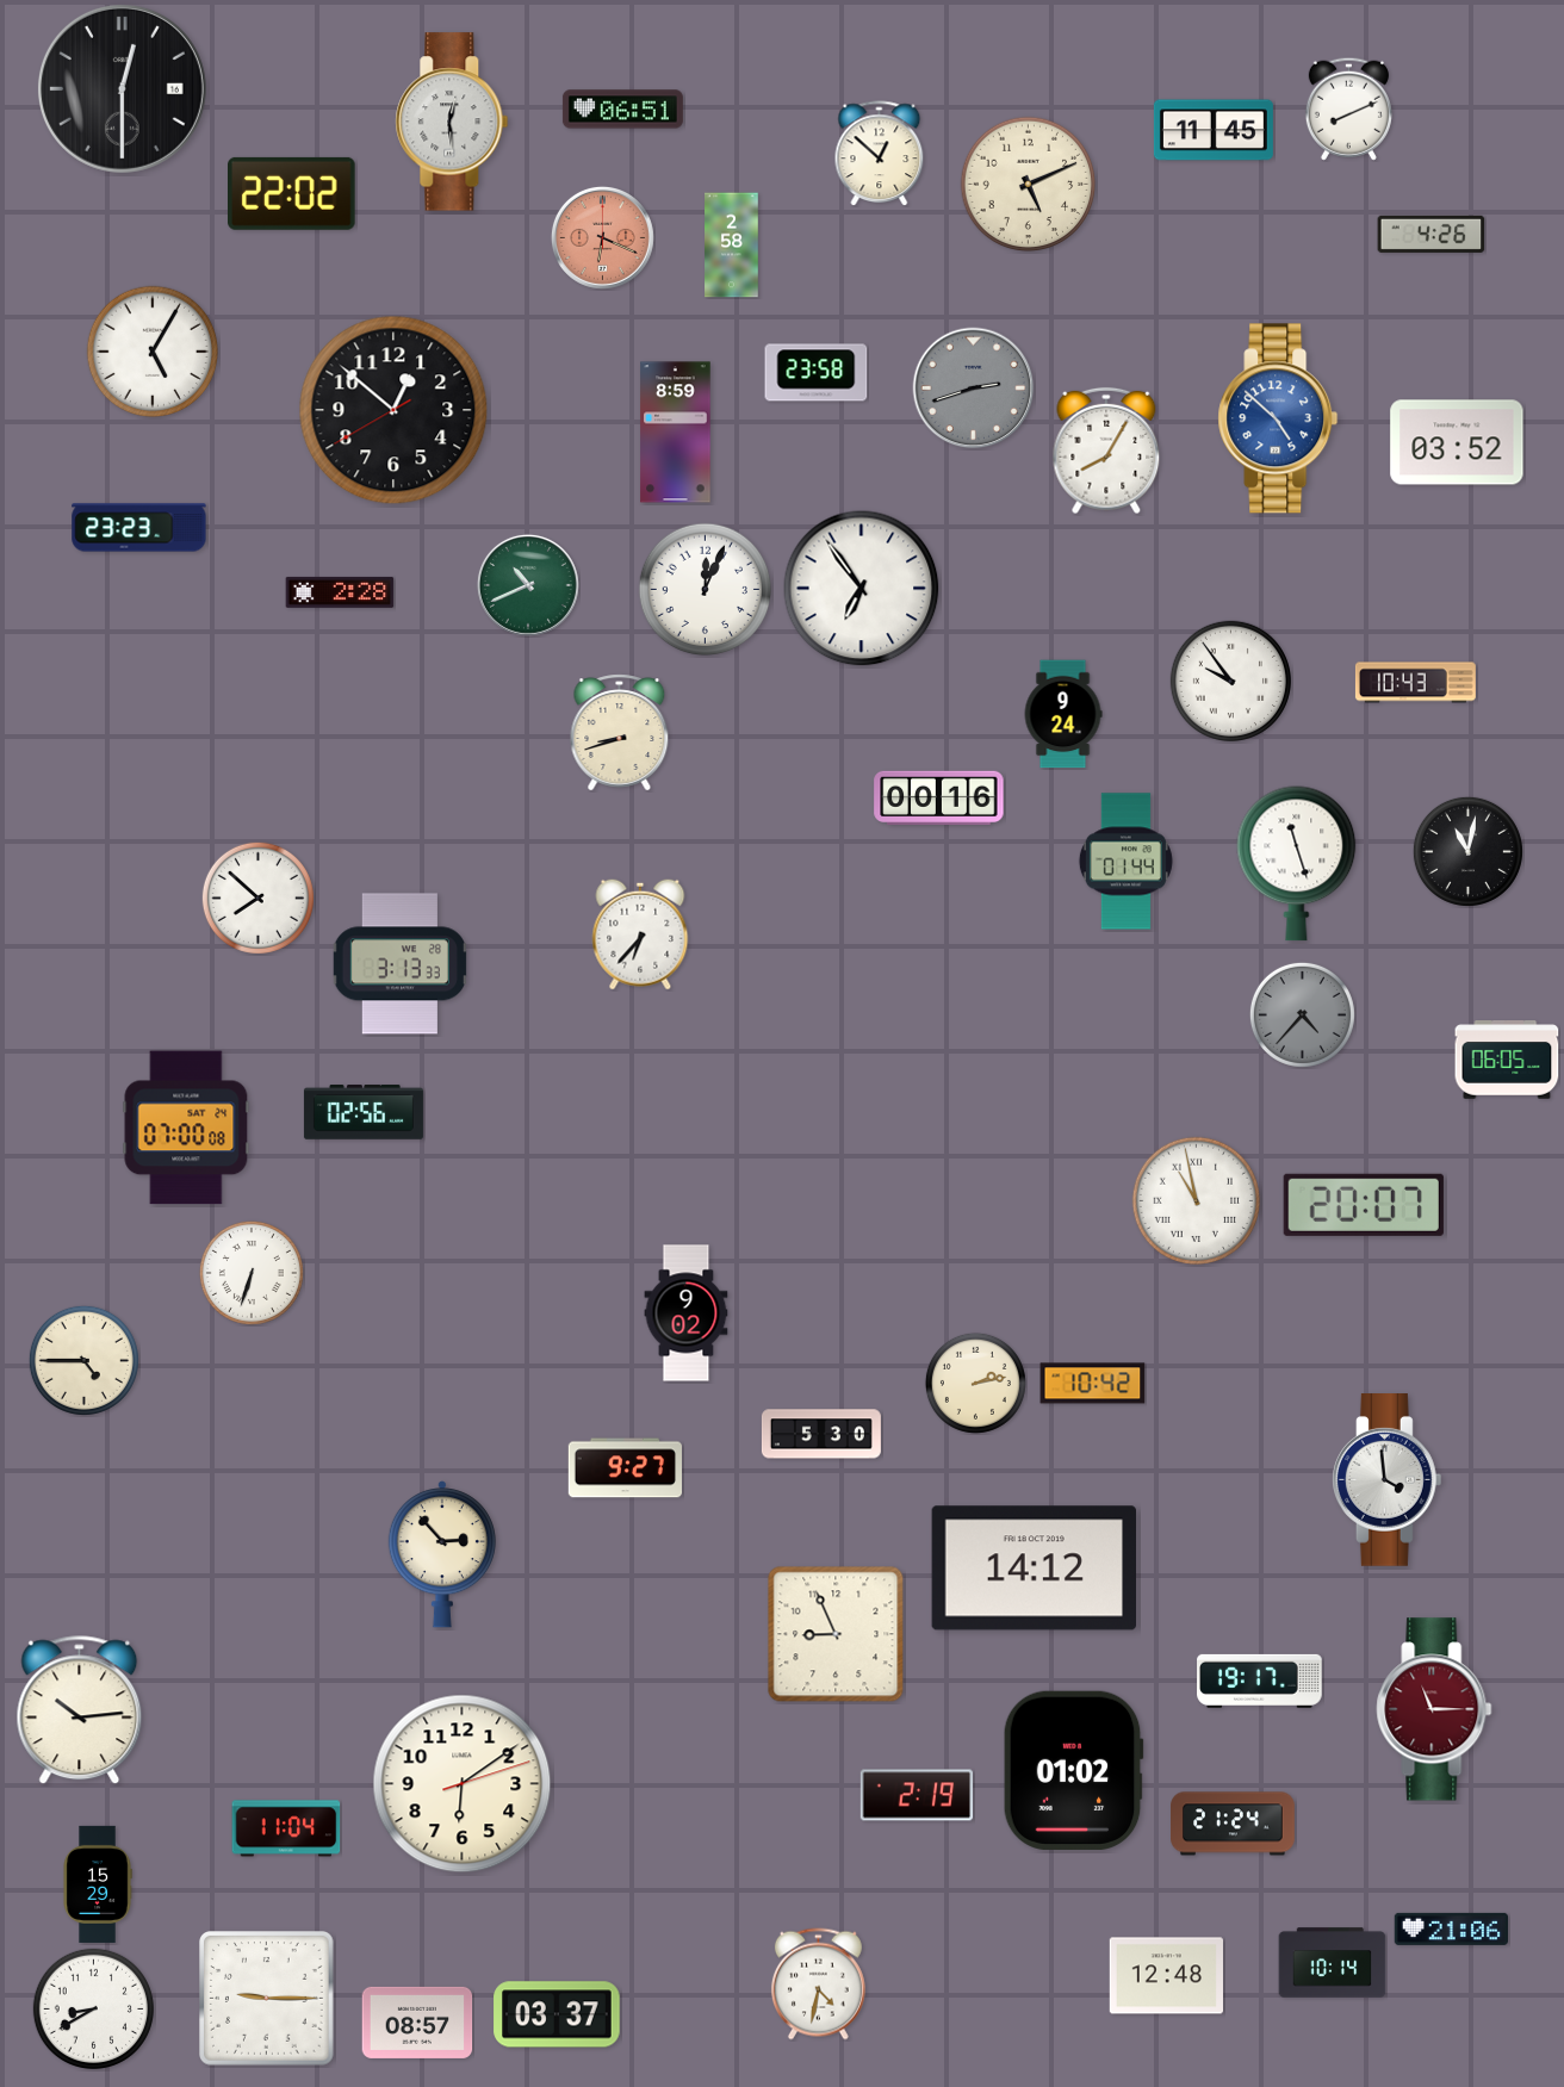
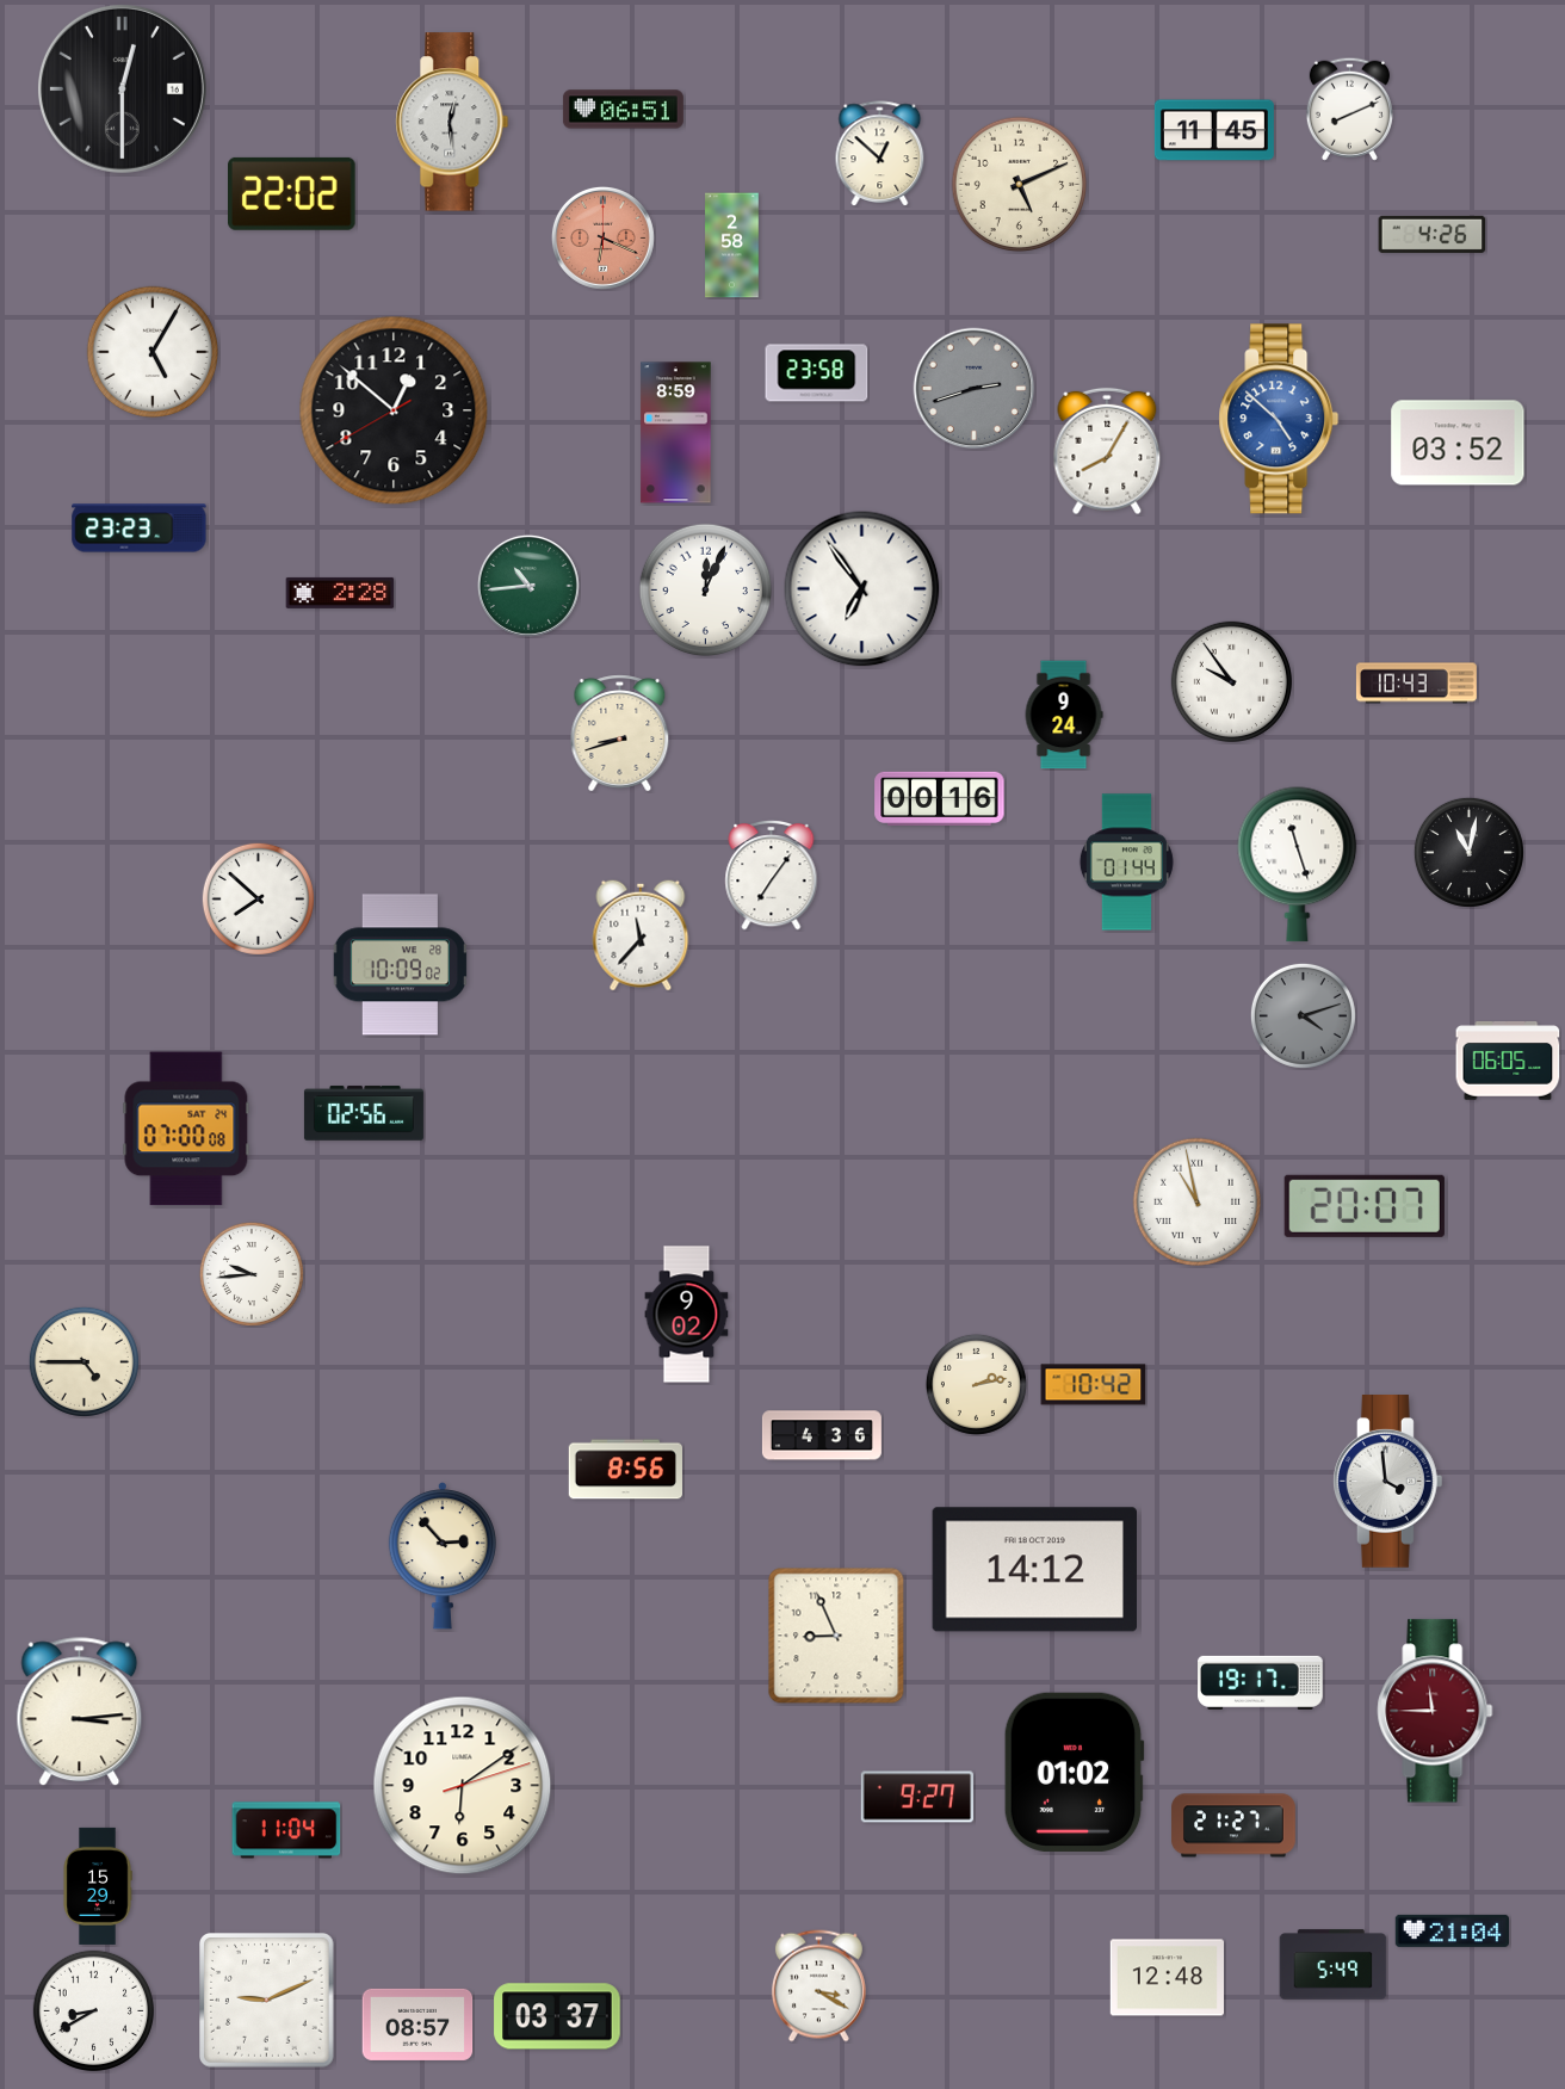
clock at (1029, 185) position: (1029, 185) -> (1020, 185)
clock at (528, 585): 10:41 -> 10:44
clock at (772, 874): none -> 7:06
clock at (640, 934): 6:37 -> 11:37
clock at (399, 964): 3:13 -> 10:09
clock at (1302, 1014): 4:37 -> 4:12
clock at (252, 1273): 6:33 -> 9:44
clock at (821, 1434): 5:30 -> 4:36
clock at (625, 1468): 9:27 -> 8:56
clock at (1434, 1709): 11:15 -> 11:45
clock at (80, 1710): 10:14 -> 3:14
clock at (917, 1795): 2:19 -> 9:27
clock at (1233, 1824): 21:24 -> 21:27
clock at (1451, 1928): 21:06 -> 21:04
clock at (1333, 1963): 10:14 -> 5:49
clock at (818, 1984): 4:32 -> 3:20
clock at (267, 1999): 9:15 -> 9:11
